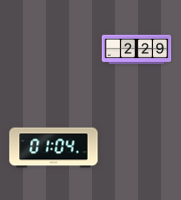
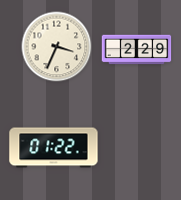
clock at (57, 47): none -> 3:34
clock at (54, 148): 01:04 -> 01:22
